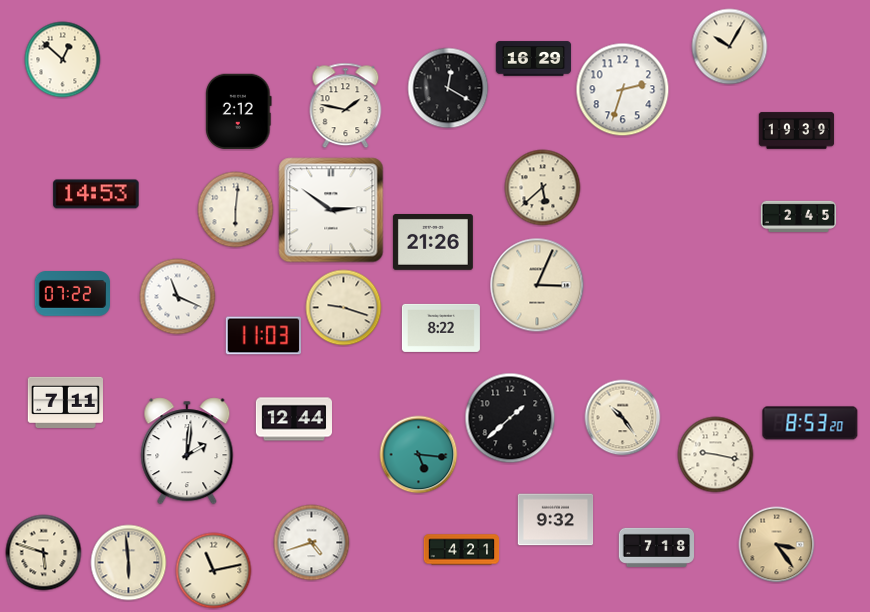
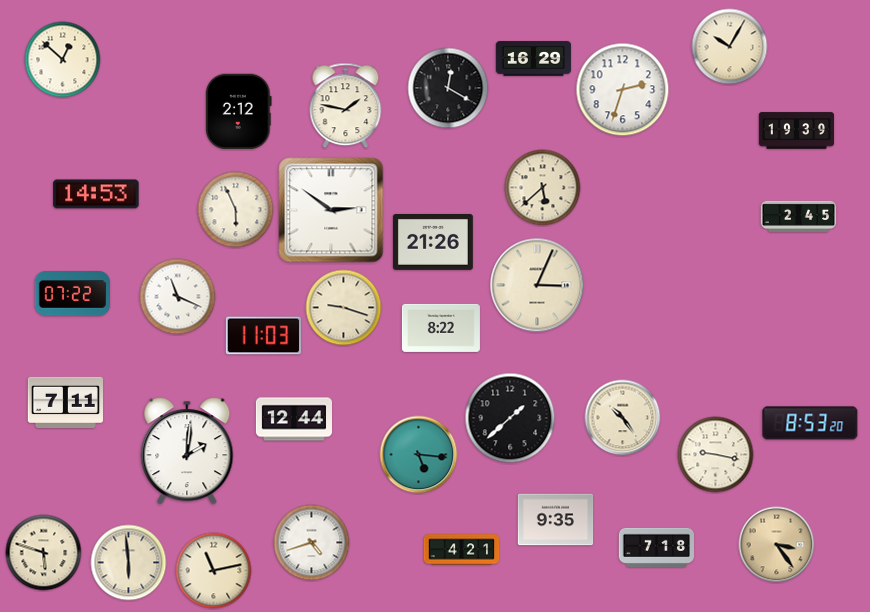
clock at (236, 210): 6:01 -> 5:56
clock at (556, 520): 9:32 -> 9:35
